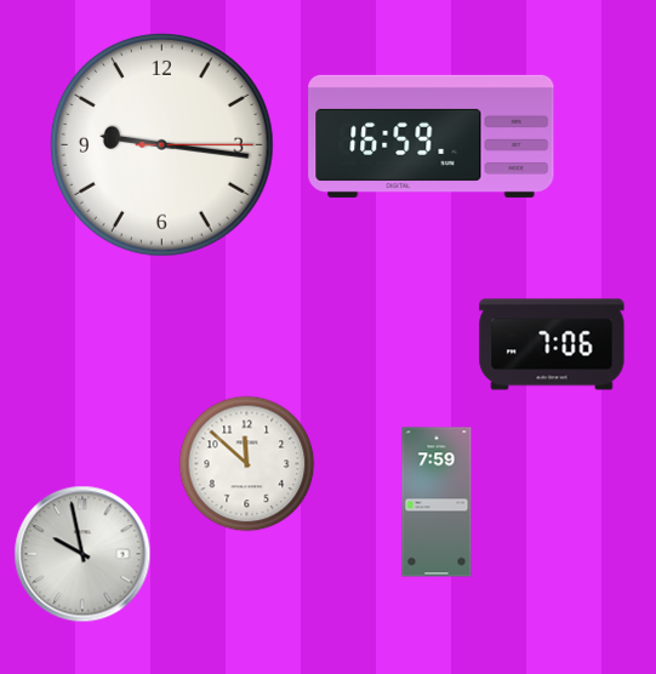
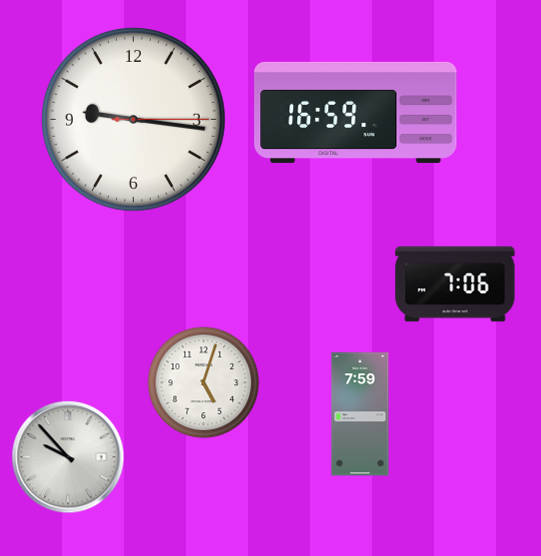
clock at (247, 464): 11:52 -> 5:03
clock at (82, 554): 9:58 -> 9:53
